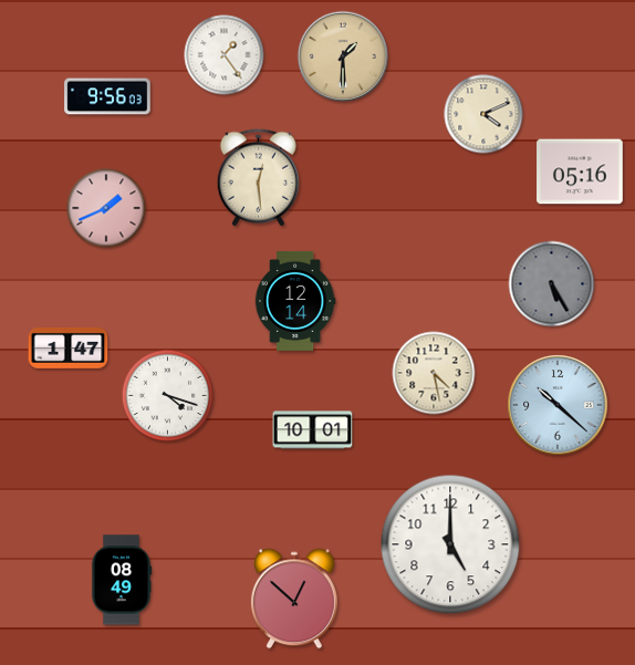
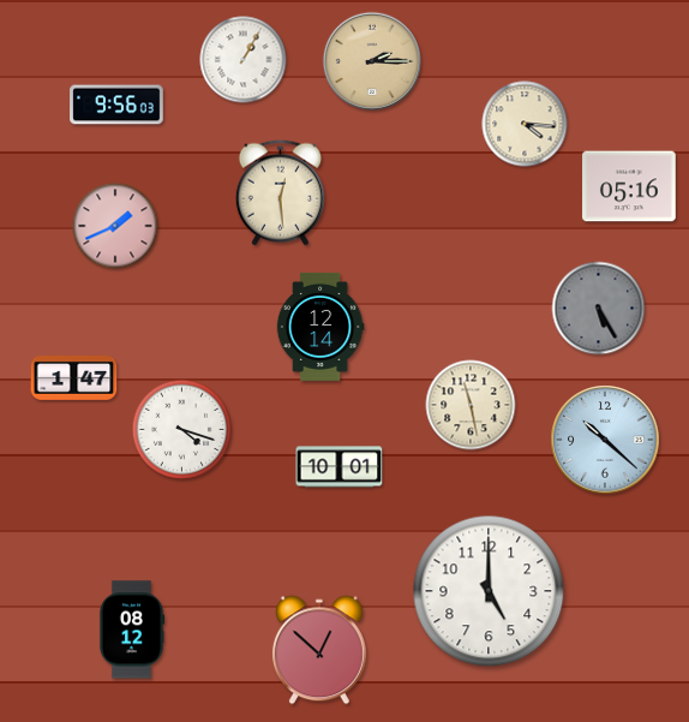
clock at (225, 55): 1:24 -> 1:05
clock at (343, 56): 1:30 -> 2:15
clock at (483, 114): 4:11 -> 4:16
clock at (434, 373): 4:28 -> 11:28
clock at (122, 580): 08:49 -> 08:12
